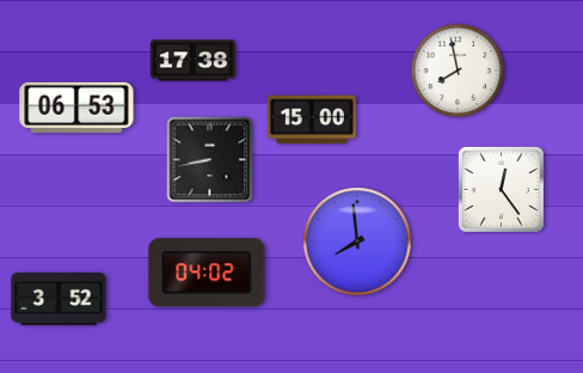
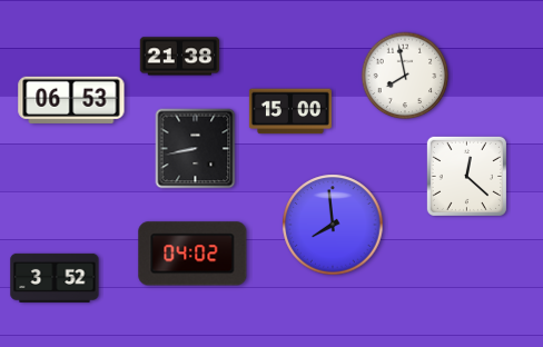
clock at (194, 61): 17:38 -> 21:38
clock at (458, 71) position: (458, 71) -> (405, 76)
clock at (501, 189): 12:24 -> 12:22
